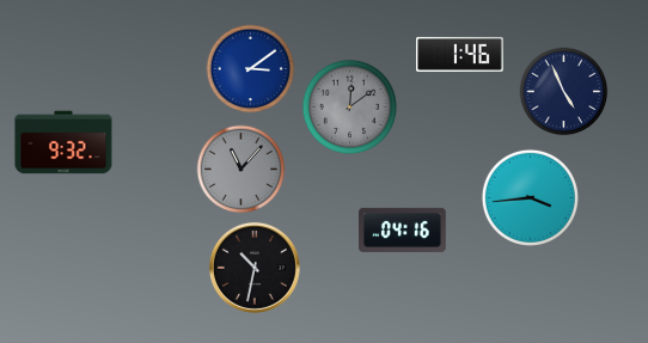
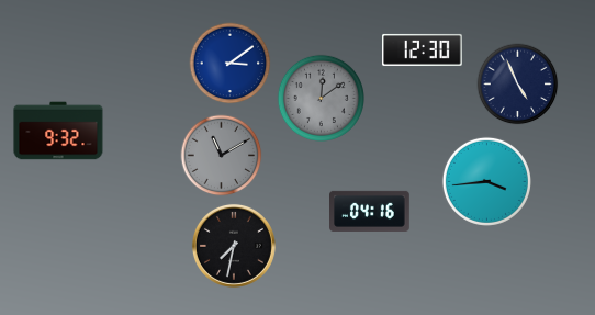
clock at (460, 54): 1:46 -> 12:30
clock at (242, 170): 11:07 -> 11:10
clock at (255, 268): 10:32 -> 7:32
